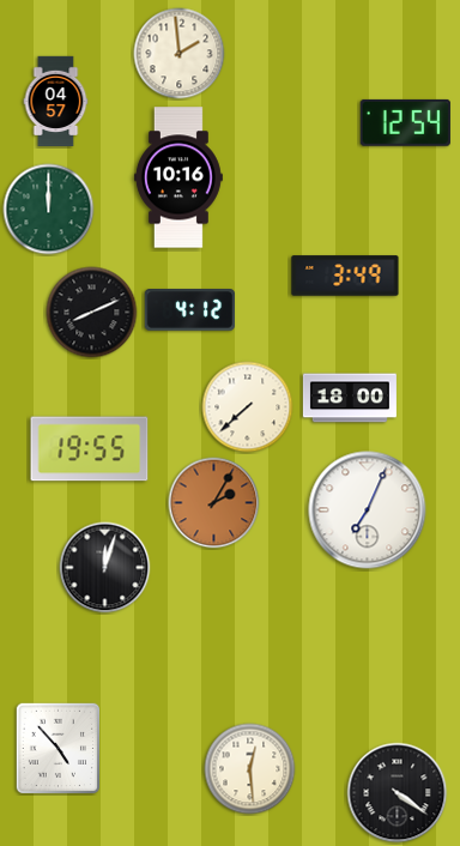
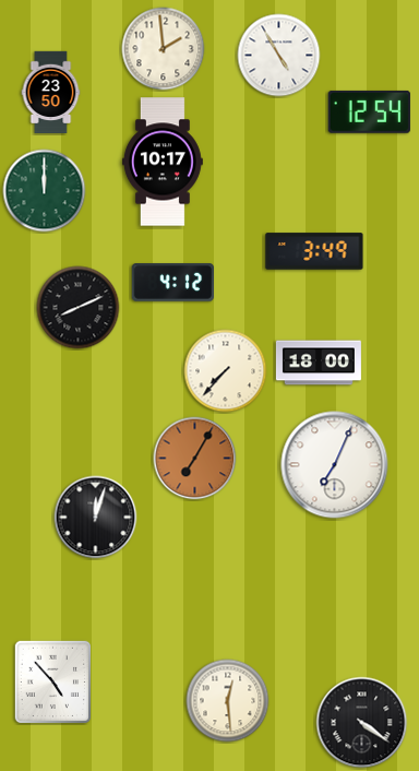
clock at (279, 56): none -> 4:55
clock at (56, 102): 04:57 -> 23:50
clock at (178, 177): 10:16 -> 10:17
clock at (92, 313) position: (92, 313) -> (79, 308)
clock at (248, 407): 7:38 -> 7:37
clock at (90, 449): 19:55 -> none
clock at (214, 503): 2:05 -> 7:05
